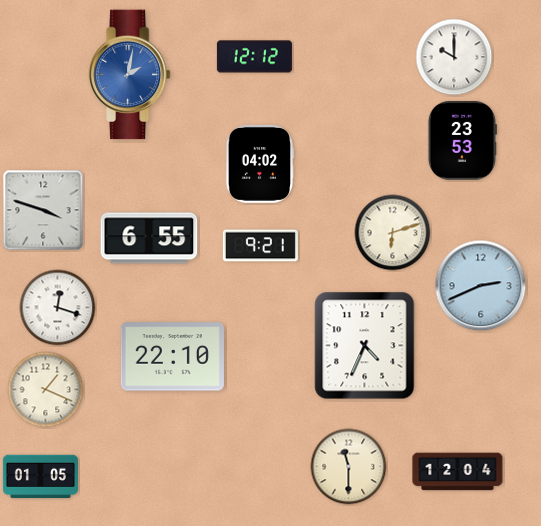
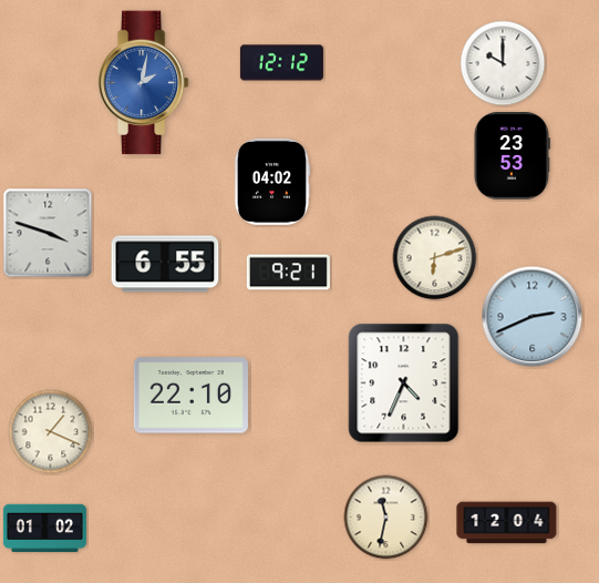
clock at (260, 164) position: (260, 164) -> (272, 182)
clock at (58, 308): 12:18 -> none
clock at (349, 467): 11:30 -> 11:32
clock at (40, 477): 01:05 -> 01:02
